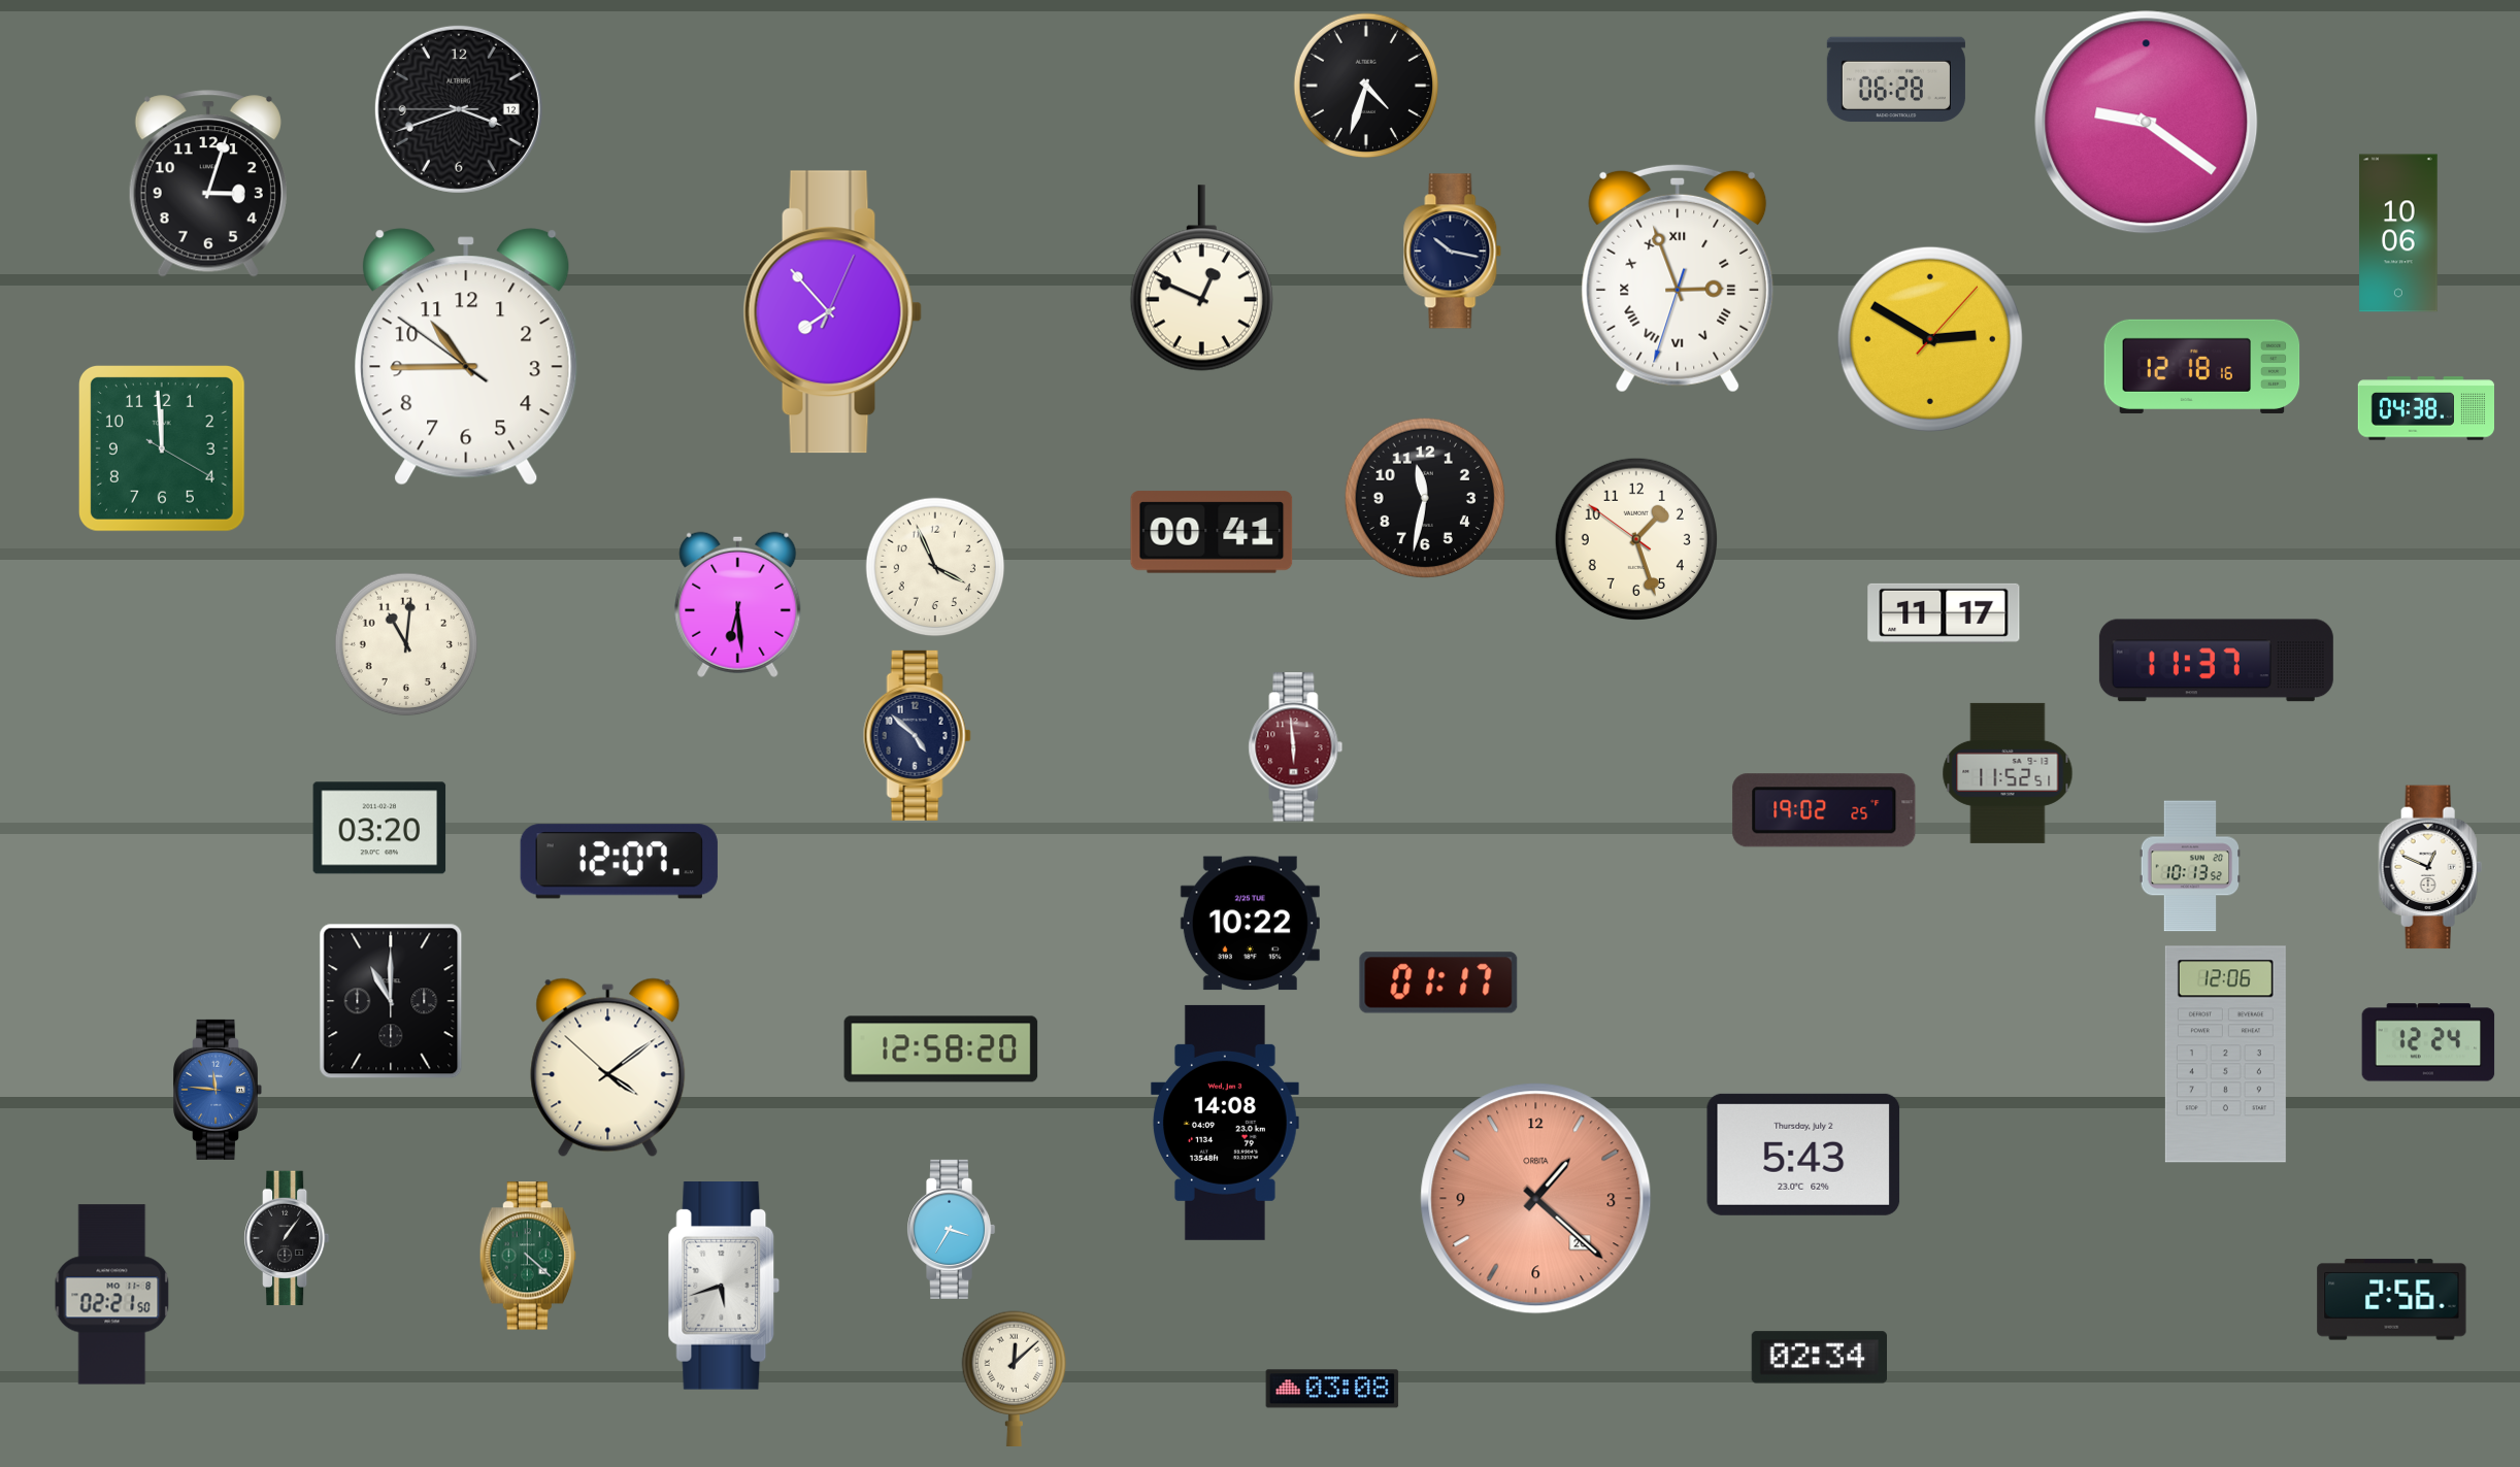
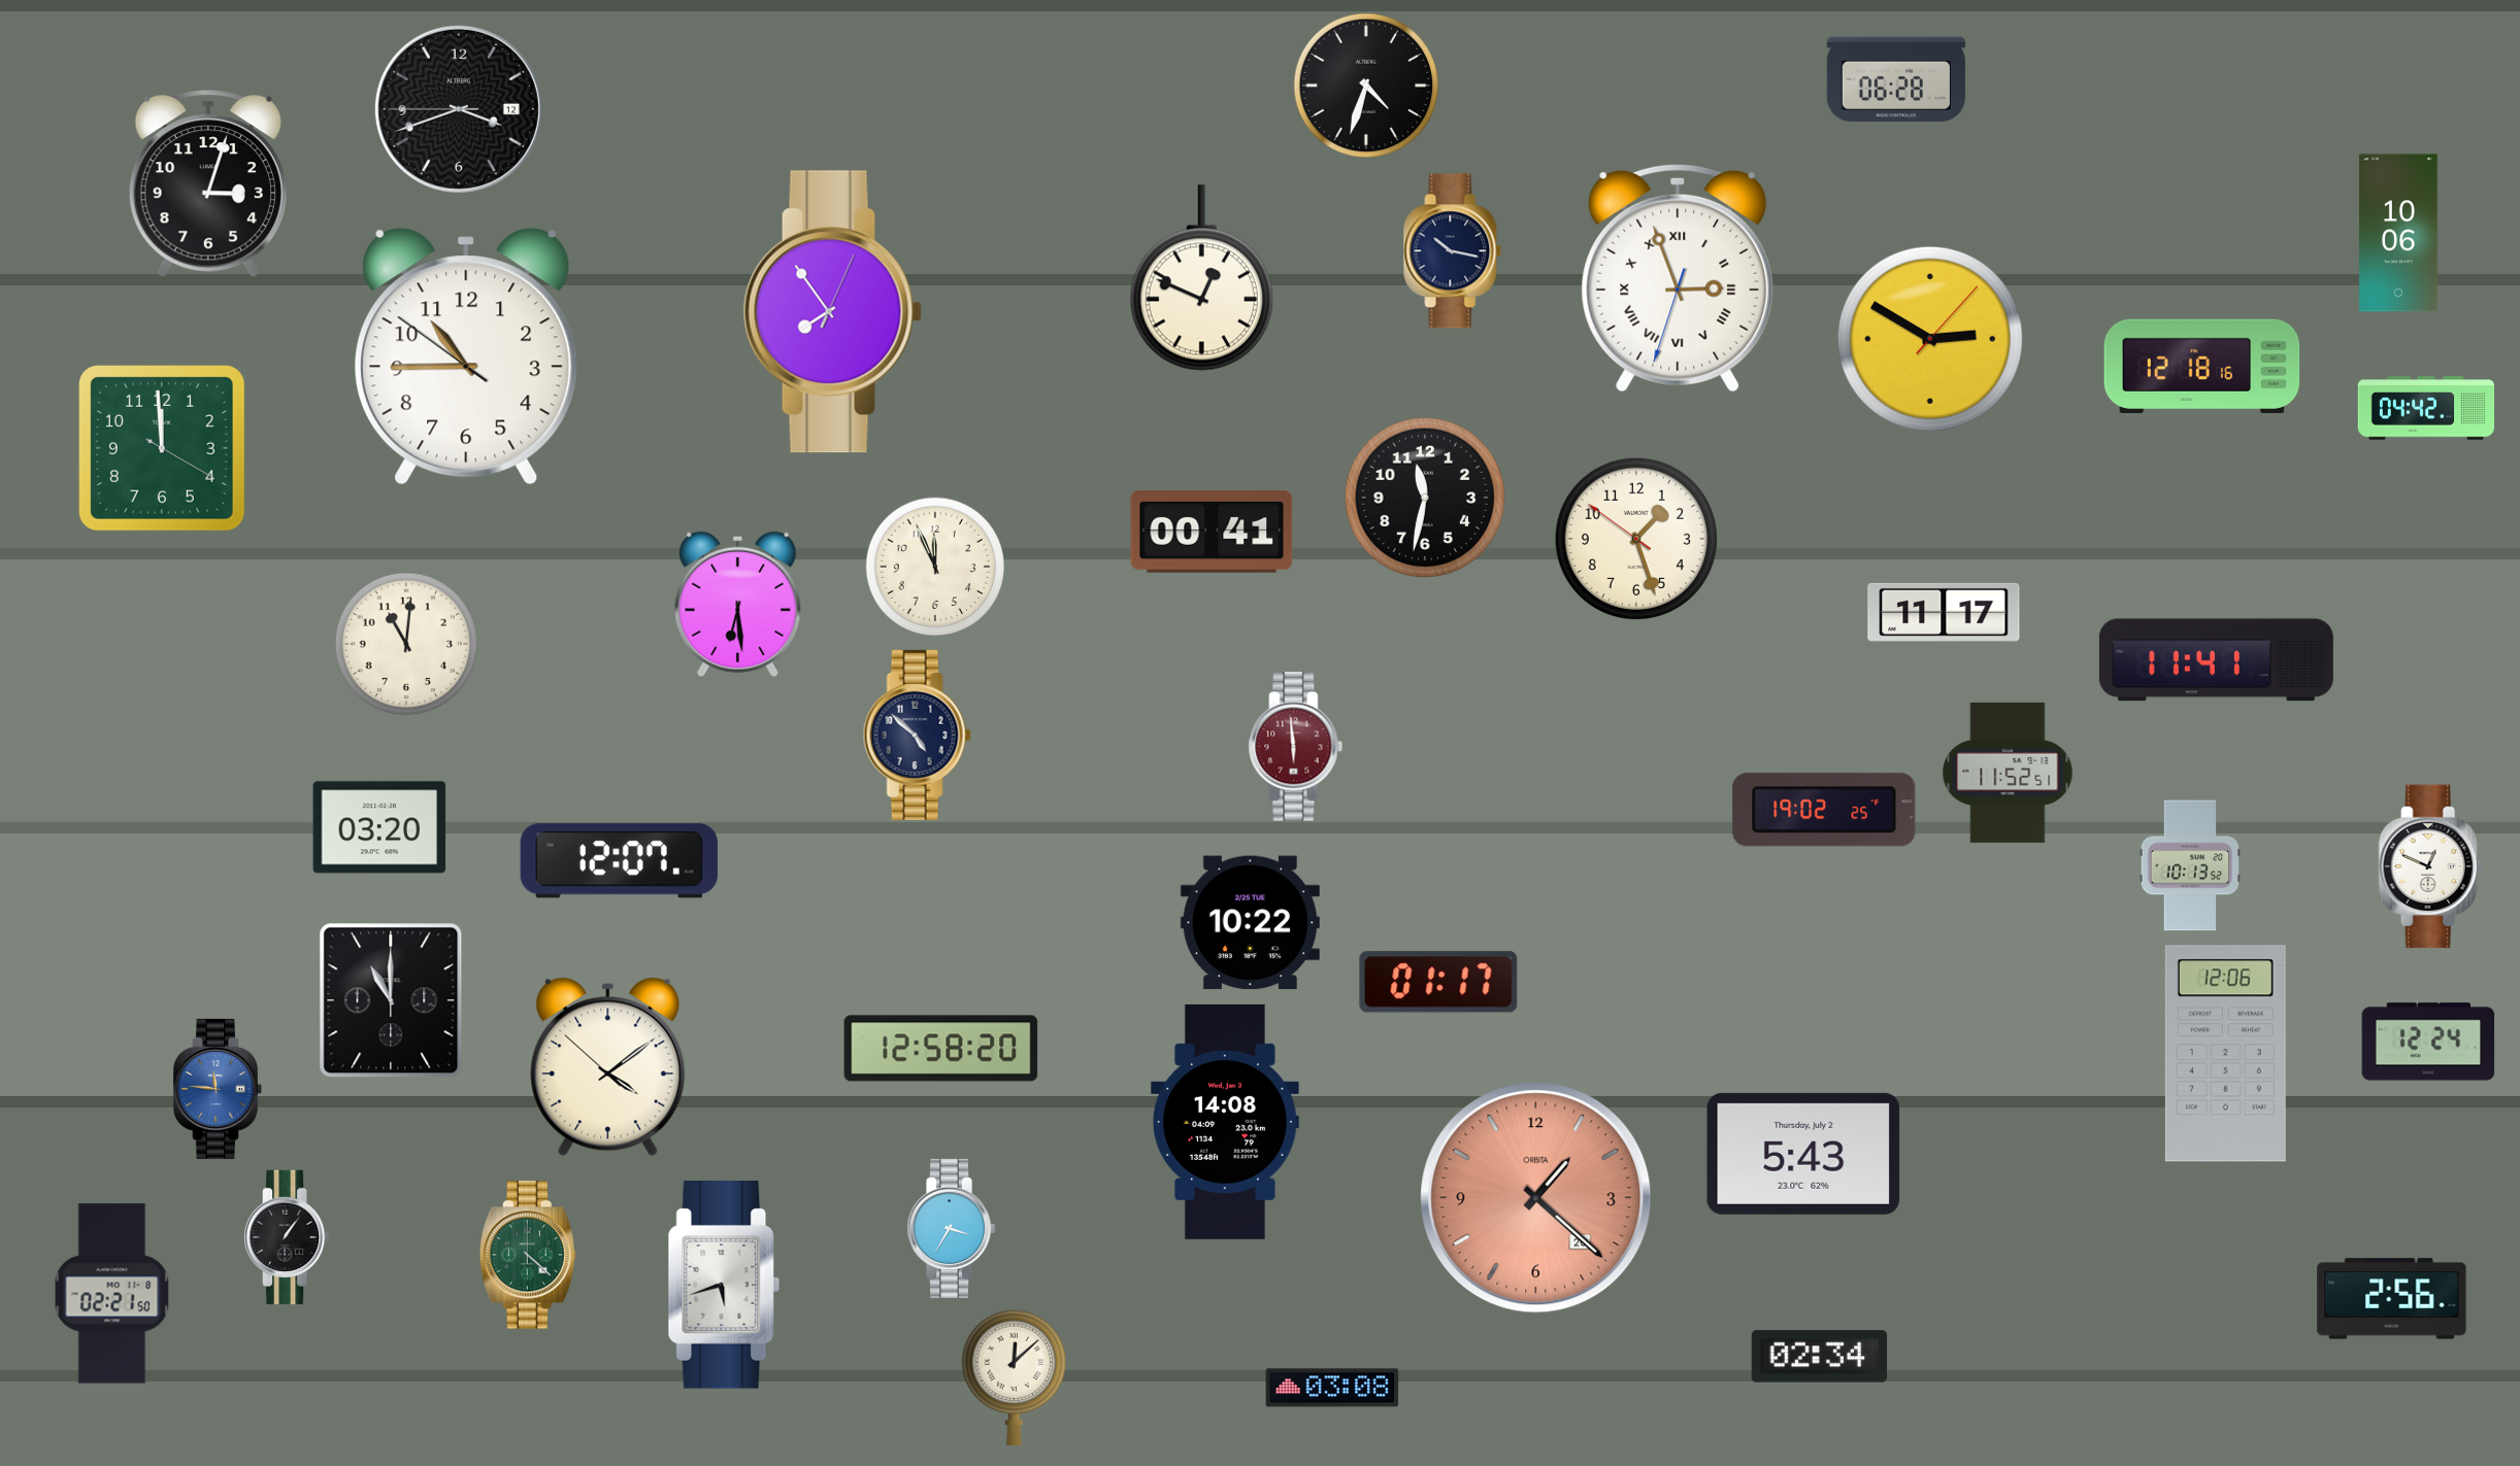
clock at (2147, 123): 9:21 -> none
clock at (832, 312): 7:53 -> 7:54
clock at (2425, 408): 04:38 -> 04:42
clock at (935, 567): 3:56 -> 11:56
clock at (2216, 661): 11:37 -> 11:41
